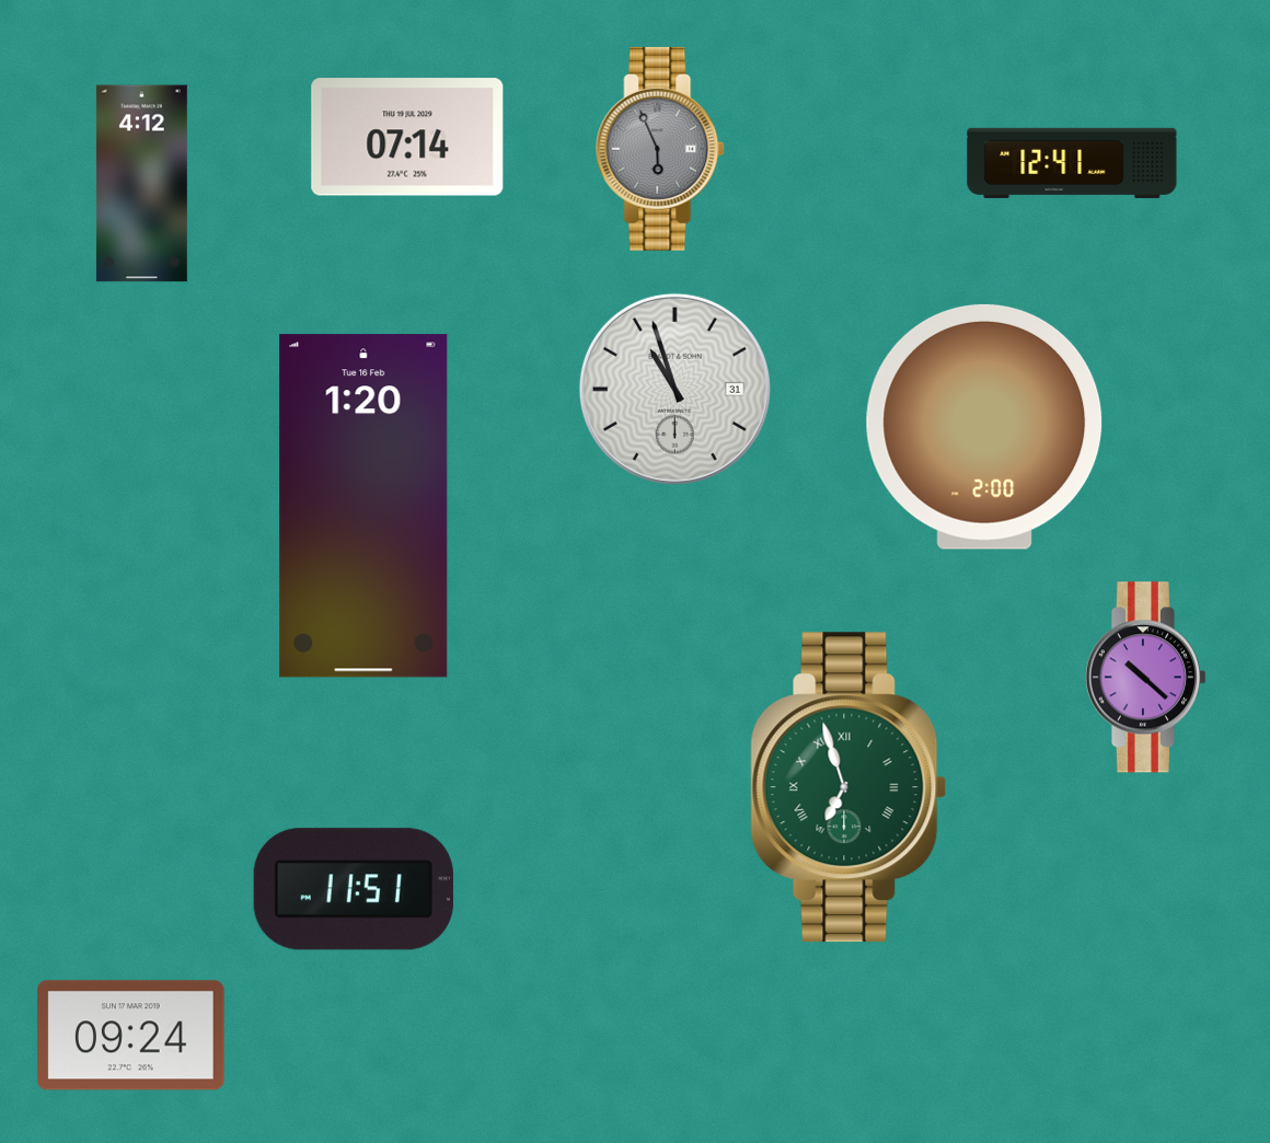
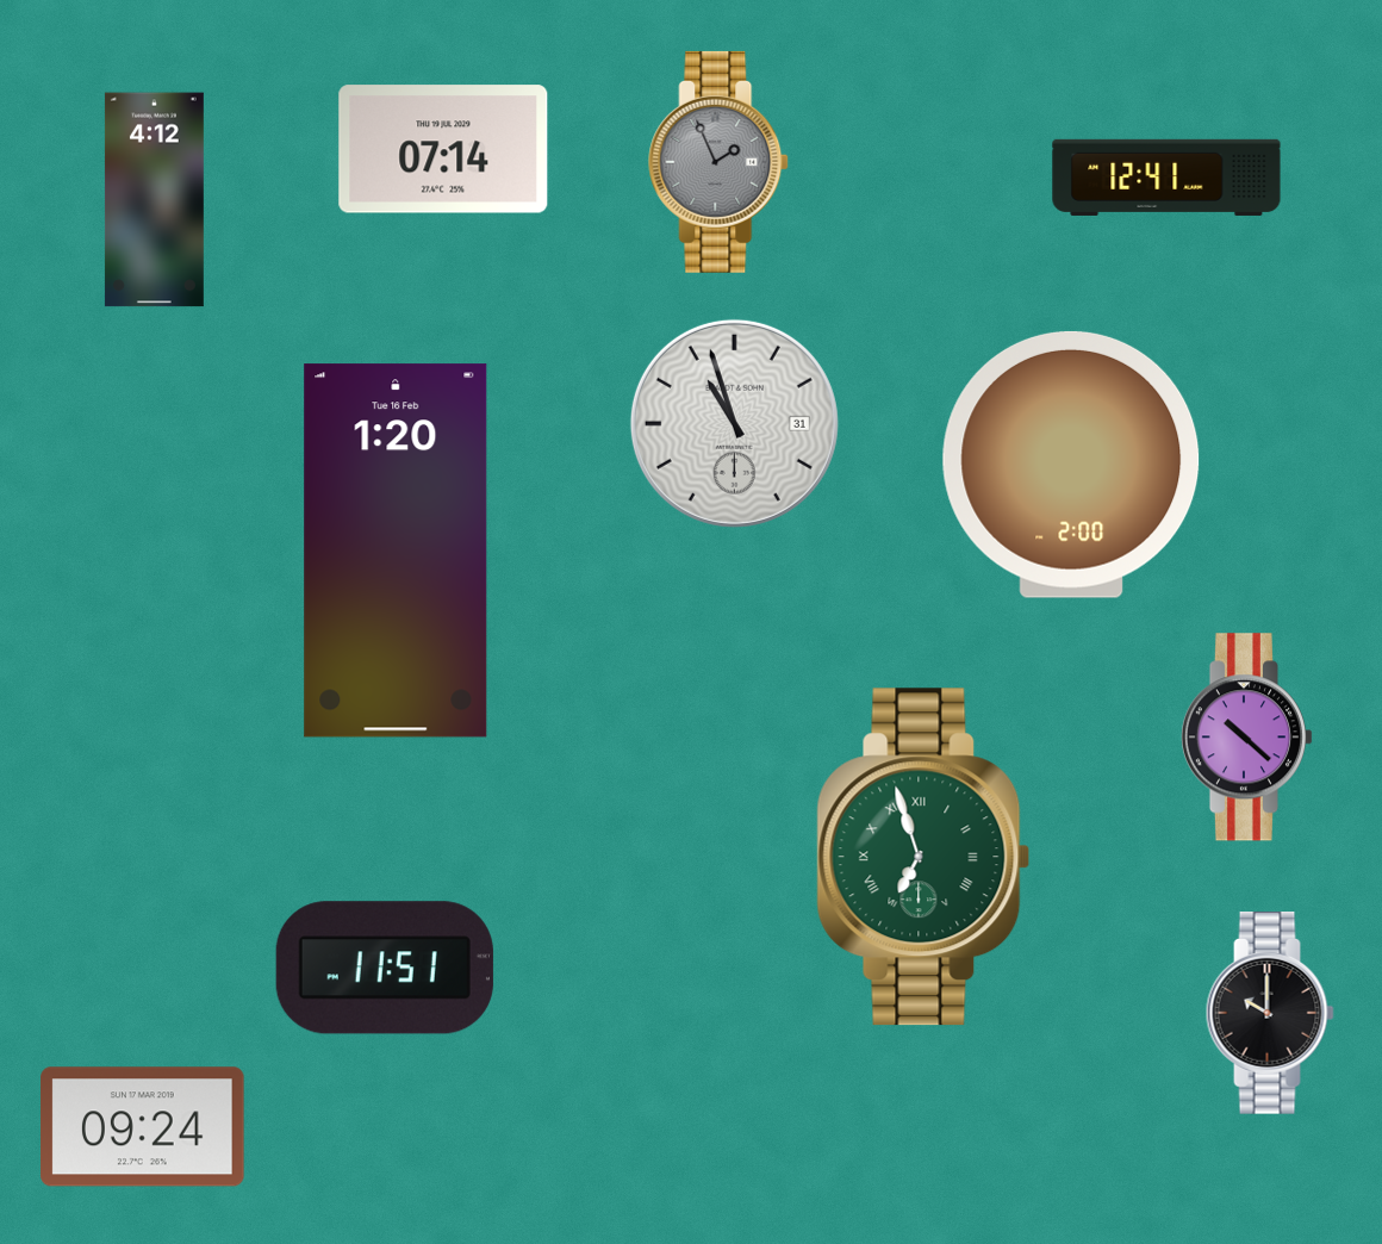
clock at (661, 149): 5:56 -> 1:56
clock at (1270, 1014): none -> 10:00
